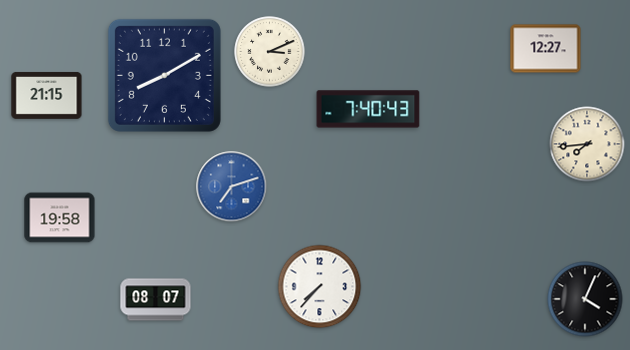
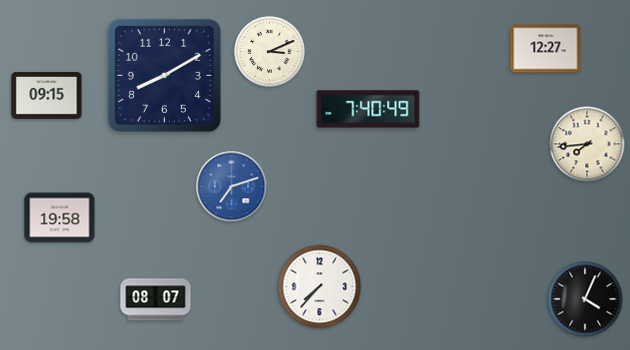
clock at (47, 96): 21:15 -> 09:15
clock at (368, 109): 7:40:43 -> 7:40:49
